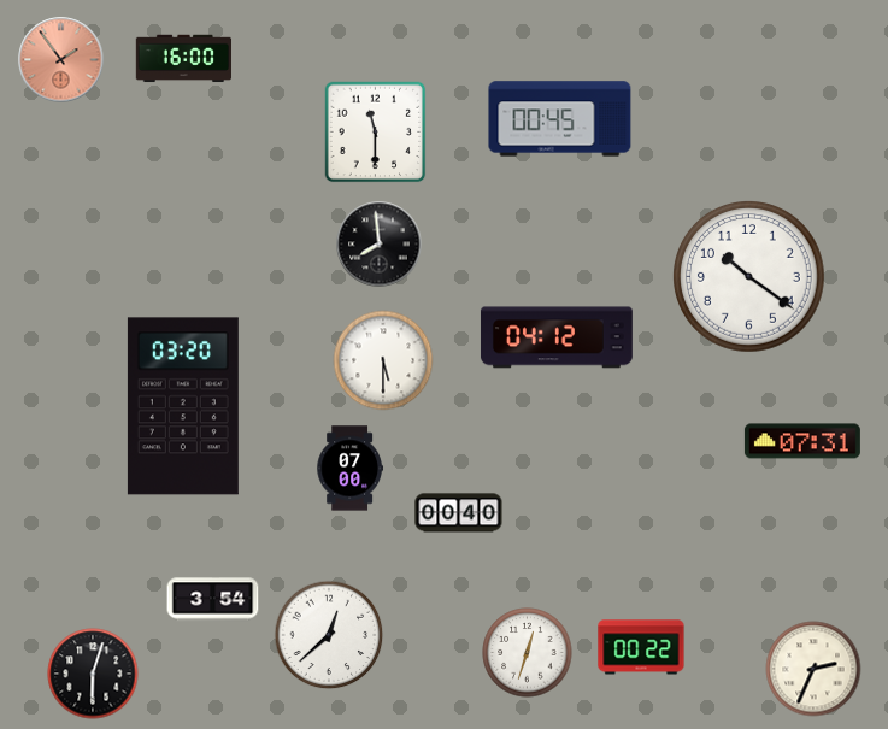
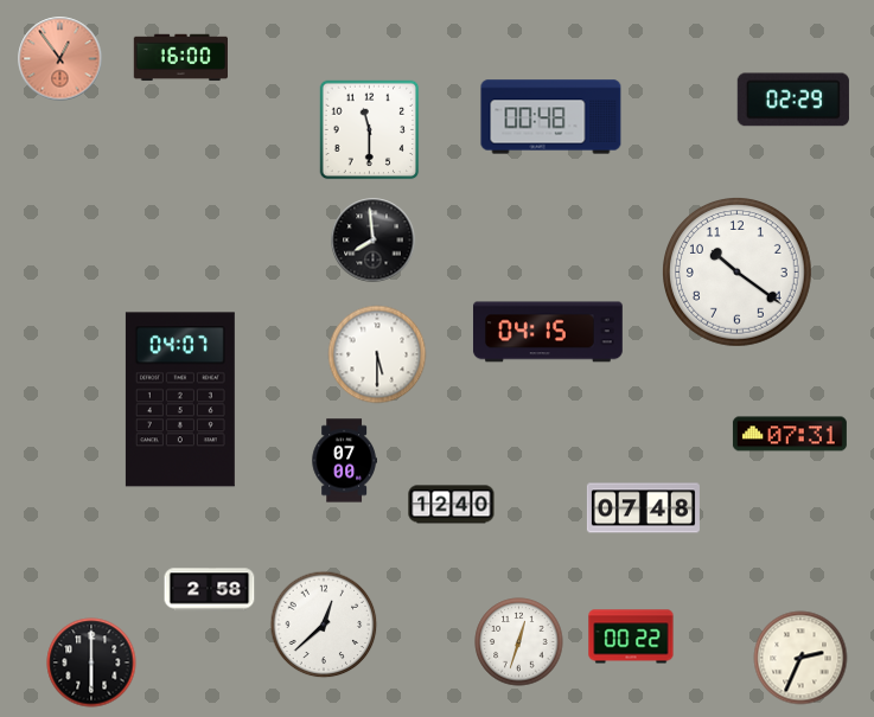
clock at (61, 60): 1:54 -> 12:54
clock at (793, 100): none -> 02:29
clock at (560, 119): 00:45 -> 00:48
clock at (557, 337): 04:12 -> 04:15
clock at (183, 406): 03:20 -> 04:07
clock at (459, 513): 00:40 -> 12:40
clock at (643, 508): none -> 07:48
clock at (213, 600): 3:54 -> 2:58
clock at (93, 674): 6:03 -> 6:00
